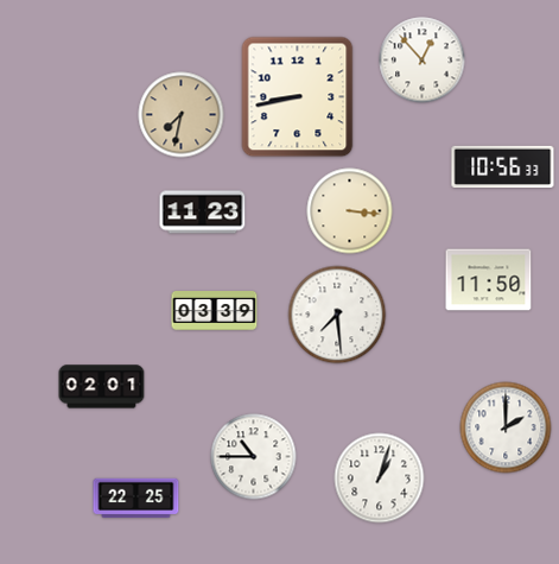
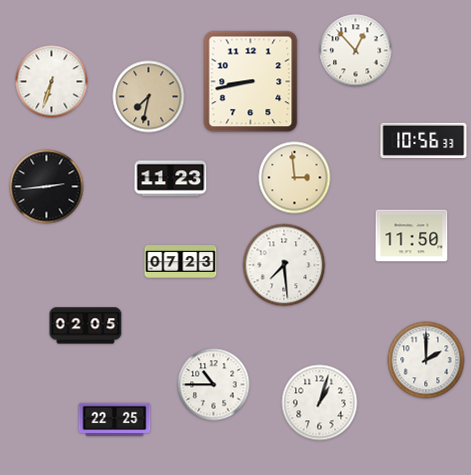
clock at (52, 82): none -> 6:33
clock at (182, 115) position: (182, 115) -> (149, 97)
clock at (350, 211): 3:16 -> 2:59
clock at (47, 187): none -> 2:44
clock at (215, 311): 03:39 -> 07:23
clock at (102, 387): 02:01 -> 02:05
